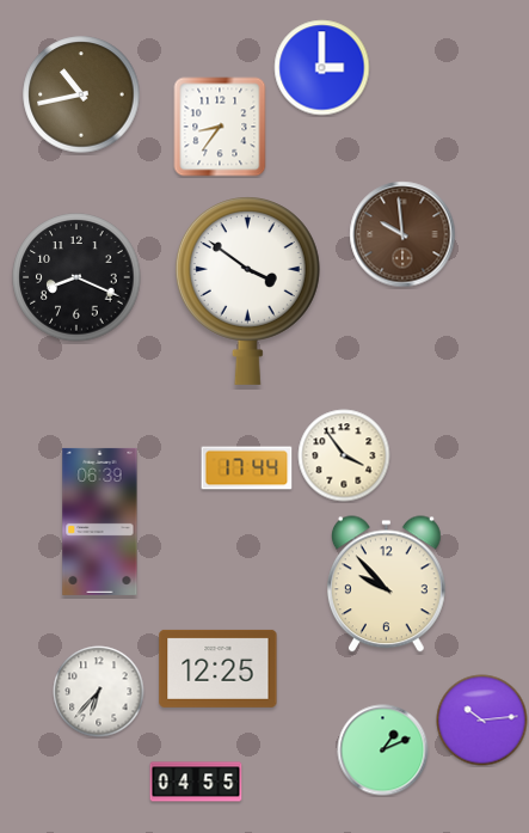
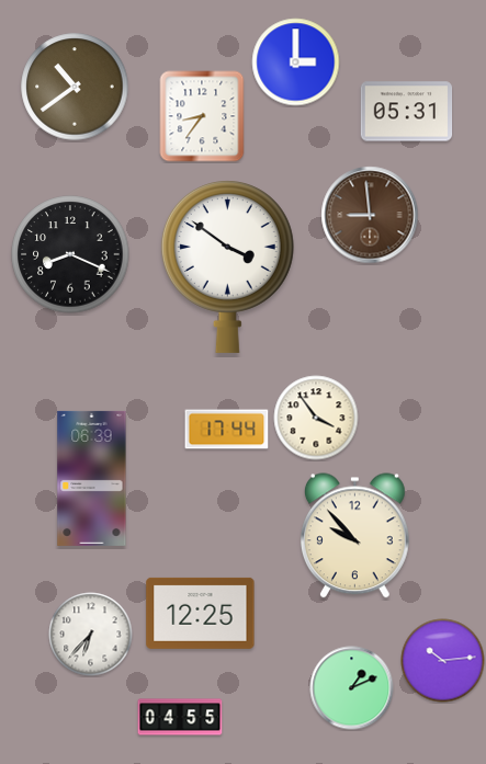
clock at (81, 94): 10:43 -> 10:39
clock at (407, 112): none -> 05:31
clock at (402, 234): 9:59 -> 8:59
